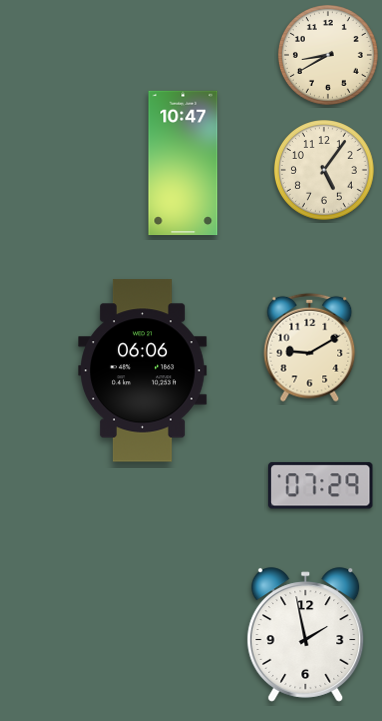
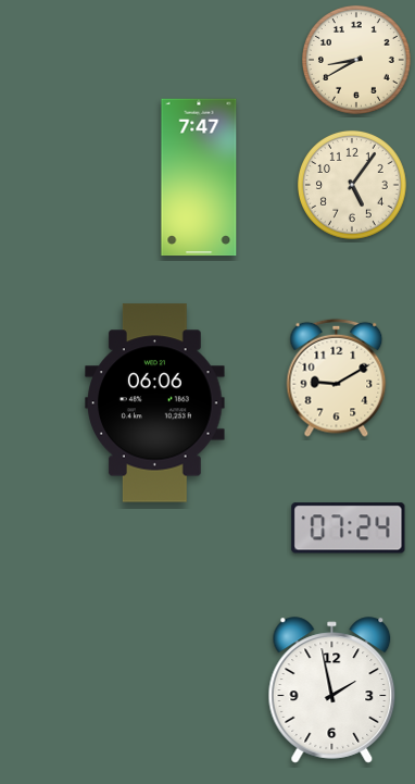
clock at (183, 163): 10:47 -> 7:47
clock at (321, 486): 07:29 -> 07:24
